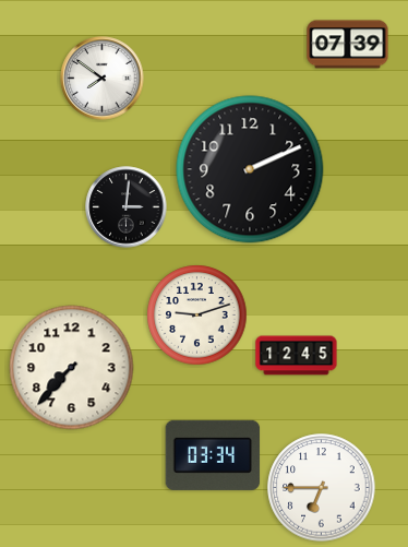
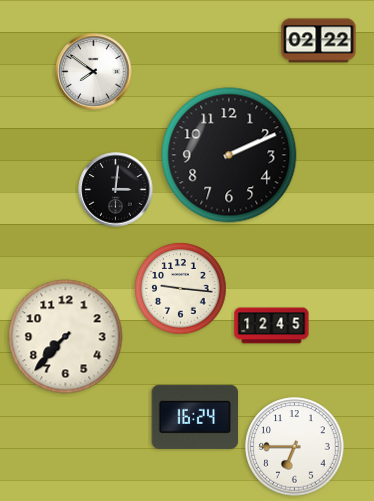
clock at (348, 45): 07:39 -> 02:22
clock at (197, 316): 9:12 -> 9:16
clock at (213, 455): 03:34 -> 16:24
